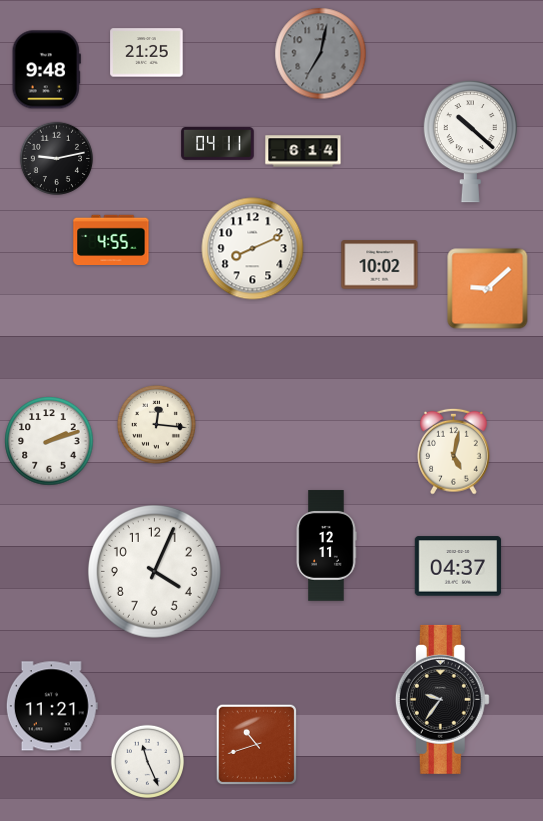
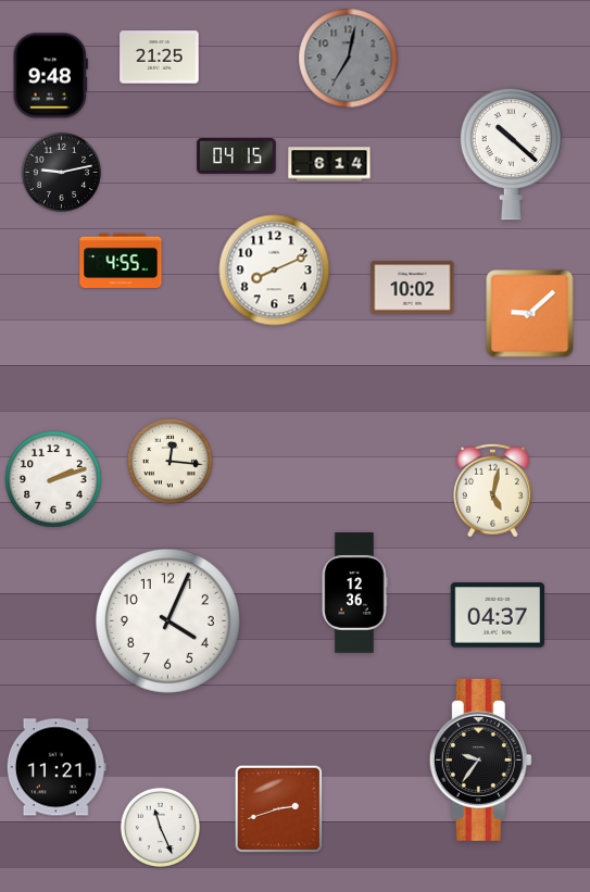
clock at (218, 143): 04:11 -> 04:15
clock at (326, 546): 12:11 -> 12:36
clock at (257, 745): 10:42 -> 2:42
